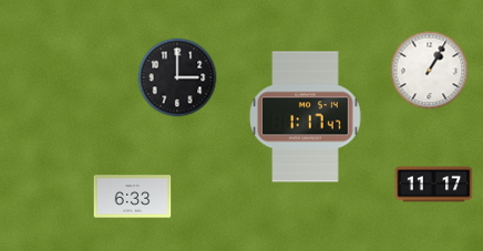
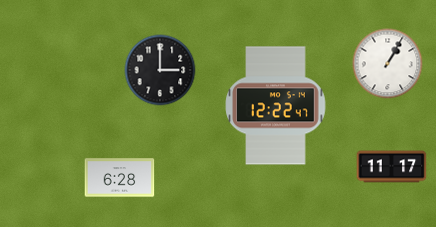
clock at (306, 117): 1:17 -> 12:22
clock at (133, 197): 6:33 -> 6:28
